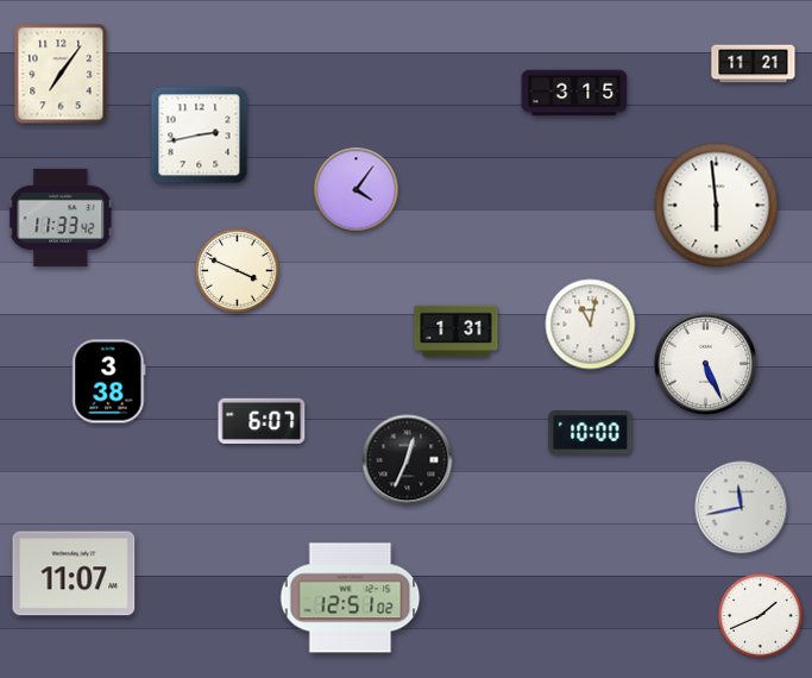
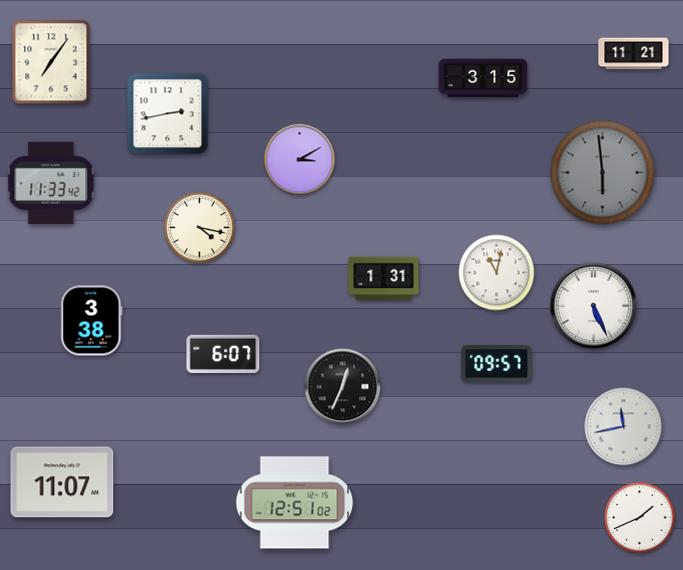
clock at (357, 190): 4:06 -> 3:10
clock at (717, 206) dial: white -> grey
clock at (238, 271): 3:49 -> 4:17
clock at (262, 420) position: (262, 420) -> (223, 353)
clock at (591, 433): 10:00 -> 09:57
